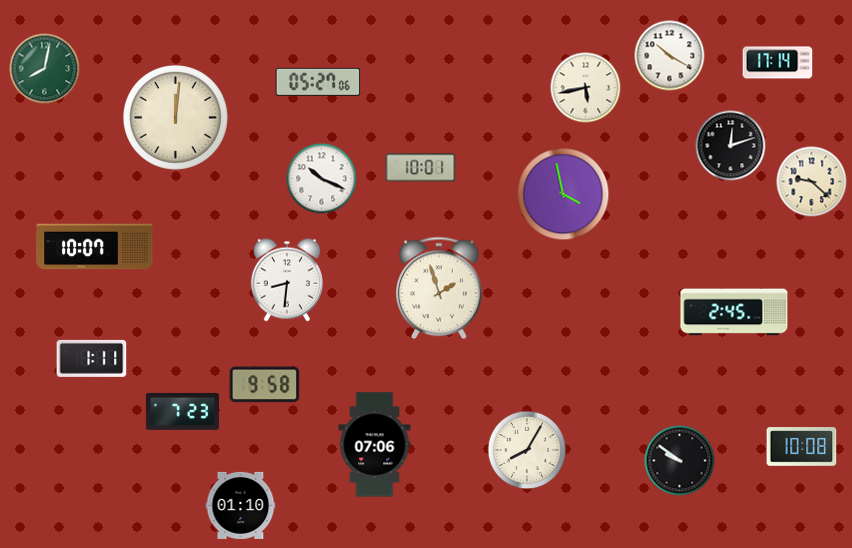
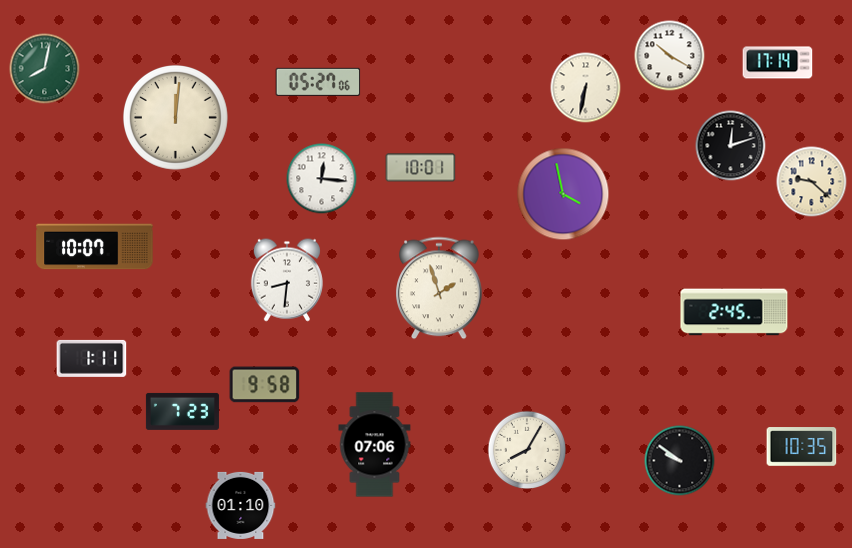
clock at (586, 88): 5:43 -> 6:32
clock at (322, 179): 10:19 -> 12:16
clock at (802, 447): 10:08 -> 10:35
